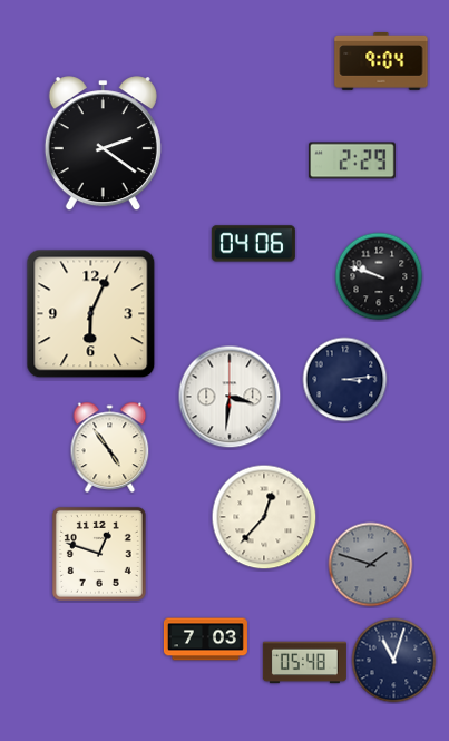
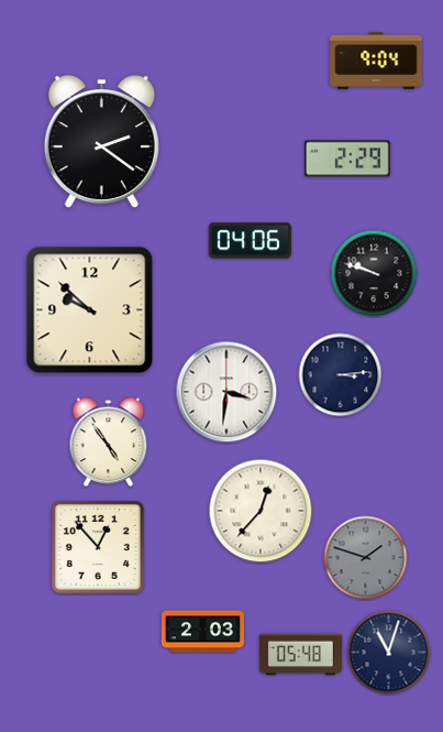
clock at (91, 314): 6:04 -> 9:52
clock at (99, 554): 12:48 -> 12:53
clock at (205, 640): 7:03 -> 2:03
